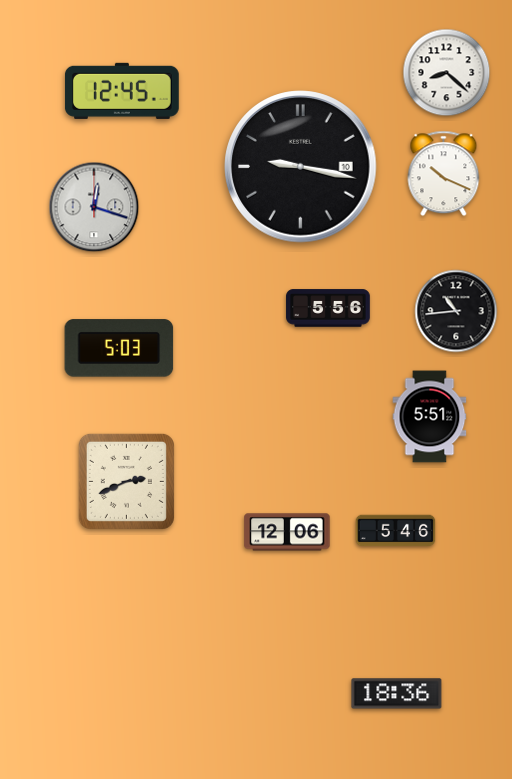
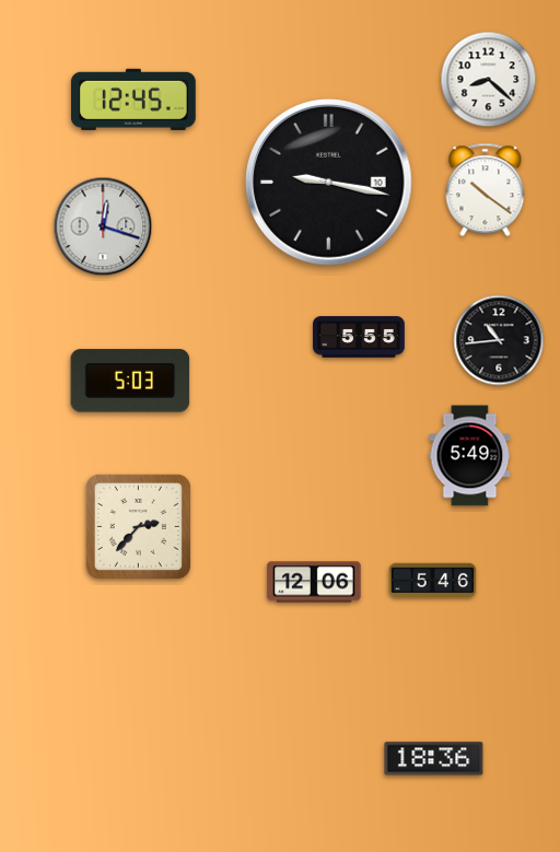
clock at (444, 174): 10:19 -> 10:21
clock at (328, 308): 5:56 -> 5:55
clock at (430, 417): 5:51 -> 5:49
clock at (126, 481): 2:41 -> 2:37
